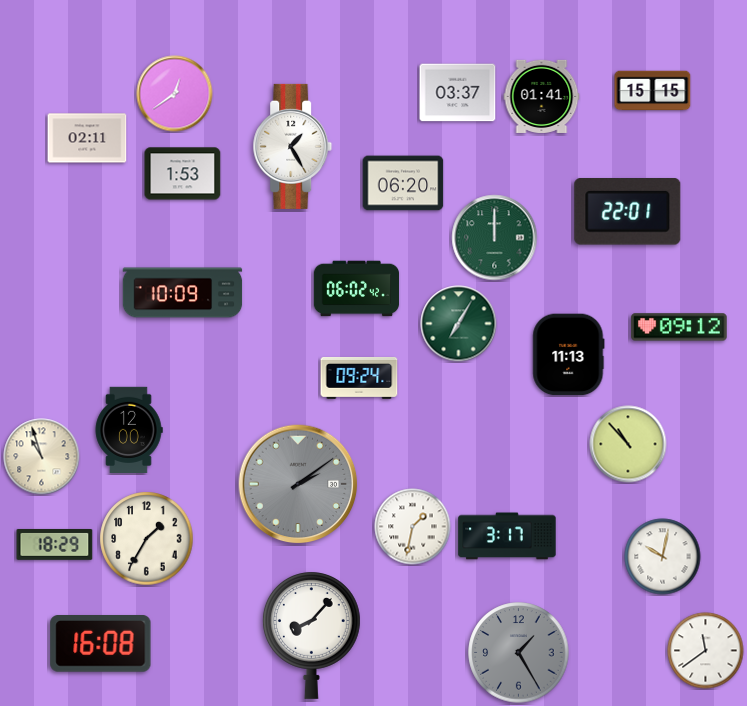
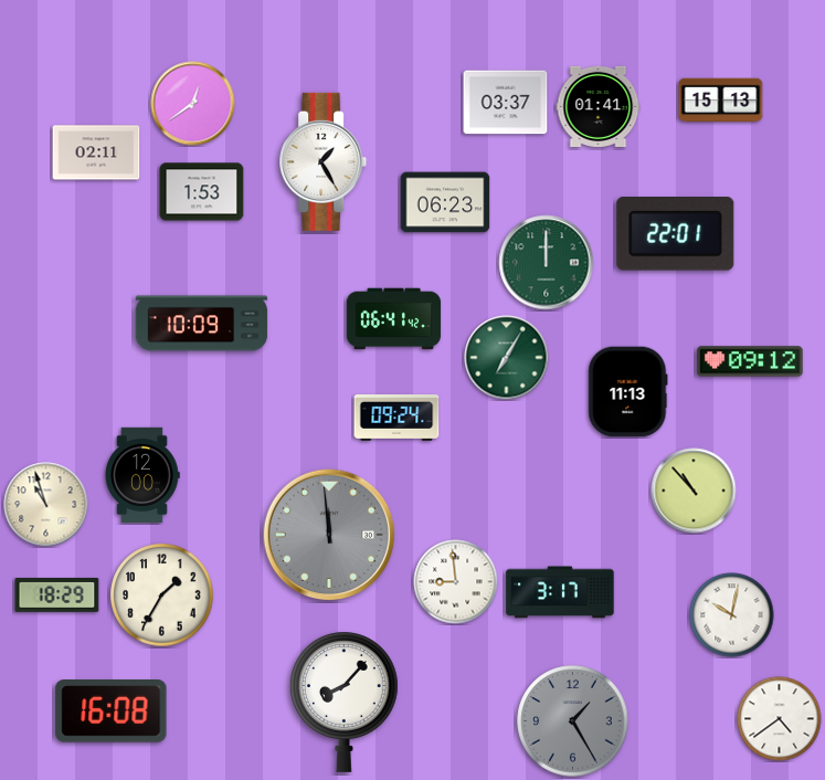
clock at (653, 91): 15:15 -> 15:13
clock at (403, 183): 06:20 -> 06:23
clock at (628, 212) position: (628, 212) -> (676, 234)
clock at (357, 289): 06:02 -> 06:41
clock at (298, 484): 2:09 -> 11:59
clock at (413, 527): 1:32 -> 8:59
clock at (55, 544) position: (55, 544) -> (57, 594)
clock at (706, 651): 11:39 -> 4:39
